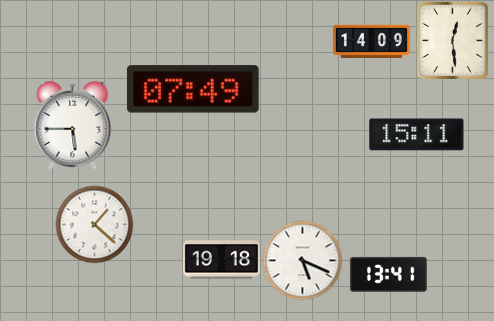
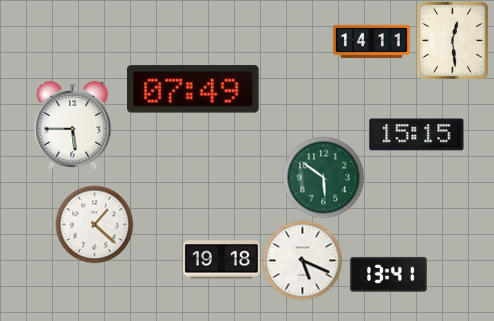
clock at (371, 41): 14:09 -> 14:11
clock at (417, 135): 15:11 -> 15:15
clock at (323, 177): none -> 5:51
